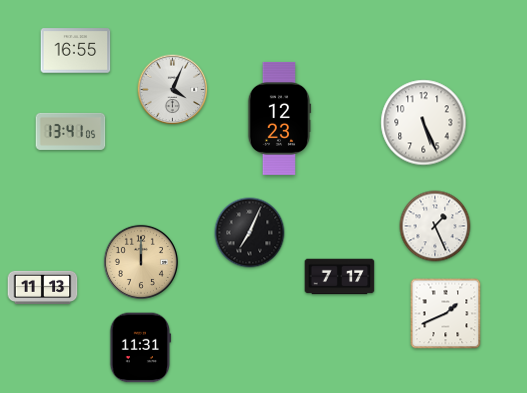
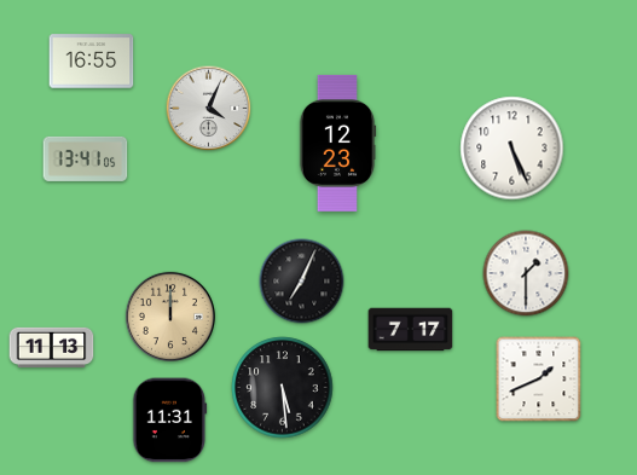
clock at (435, 226): 1:26 -> 1:30
clock at (340, 277) position: (340, 277) -> (411, 330)
clock at (283, 388): none -> 5:29
